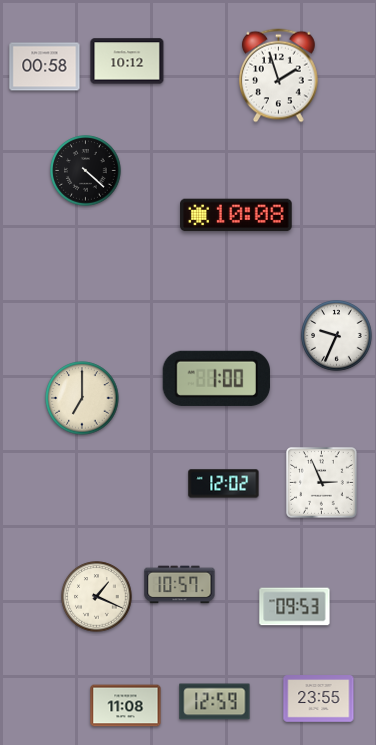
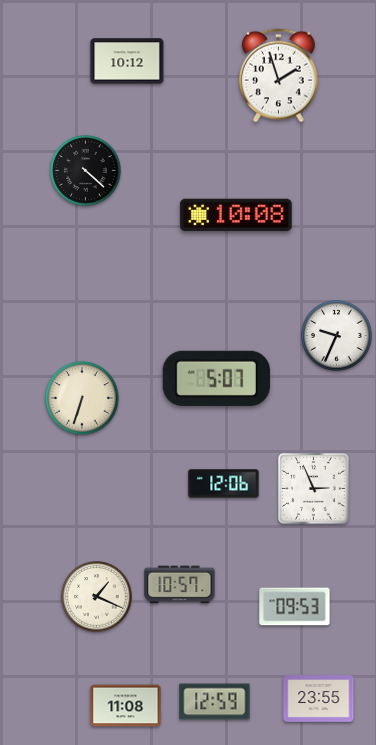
clock at (45, 67): 00:58 -> none
clock at (216, 378): 1:00 -> 5:07
clock at (82, 398): 7:00 -> 6:33
clock at (322, 483) position: (322, 483) -> (314, 489)
clock at (224, 484): 12:02 -> 12:06
